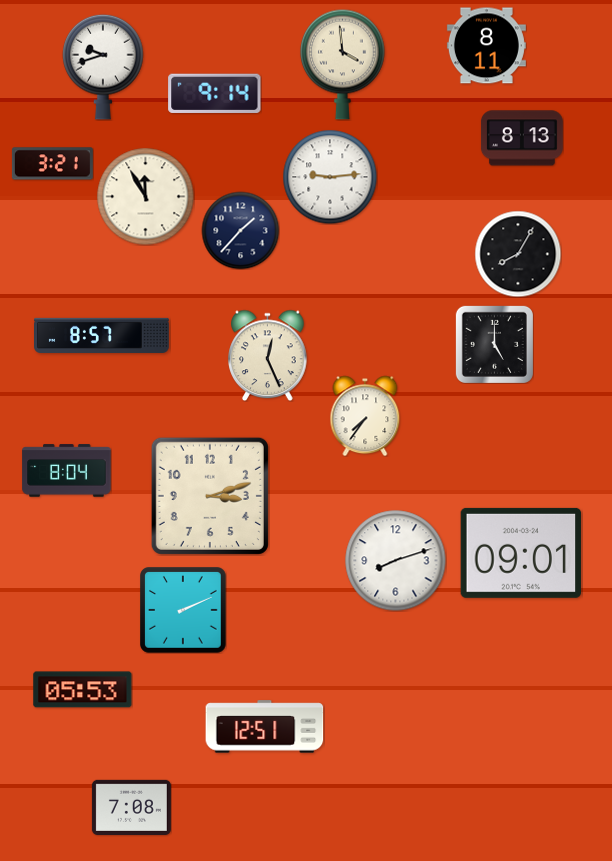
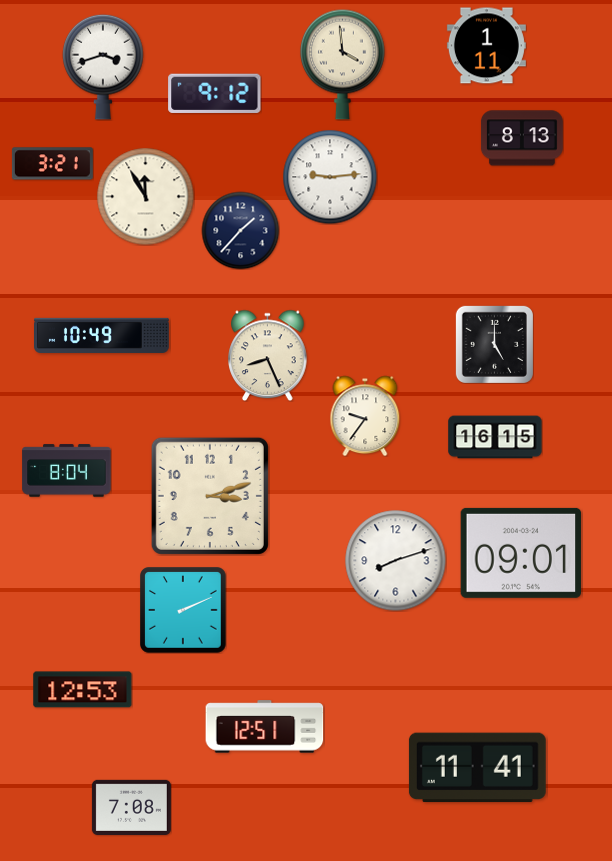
clock at (486, 46): 8:11 -> 1:11
clock at (103, 67): 9:42 -> 3:42
clock at (215, 93): 9:14 -> 9:12
clock at (518, 254): 8:05 -> none
clock at (102, 335): 8:57 -> 10:49
clock at (268, 355): 12:26 -> 8:26
clock at (365, 416): 7:36 -> 9:36
clock at (495, 437): none -> 16:15
clock at (83, 690): 05:53 -> 12:53
clock at (477, 768): none -> 11:41
